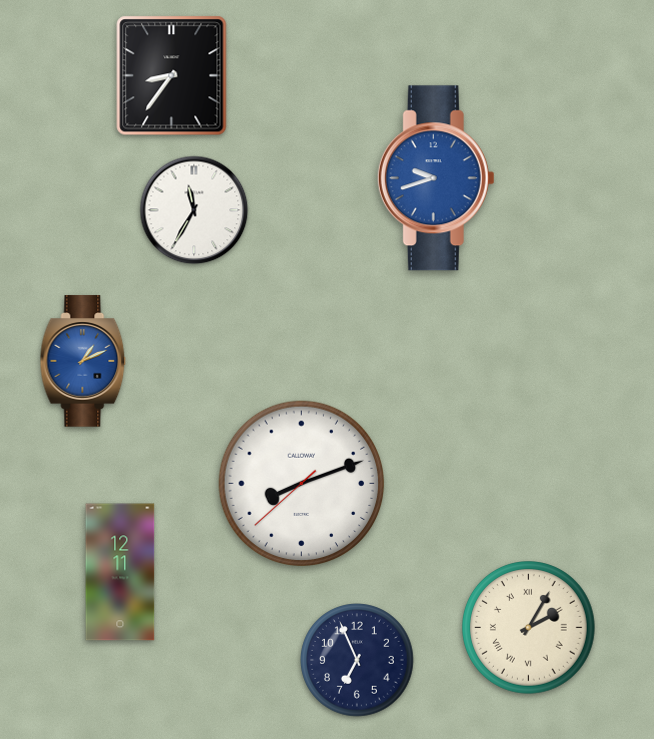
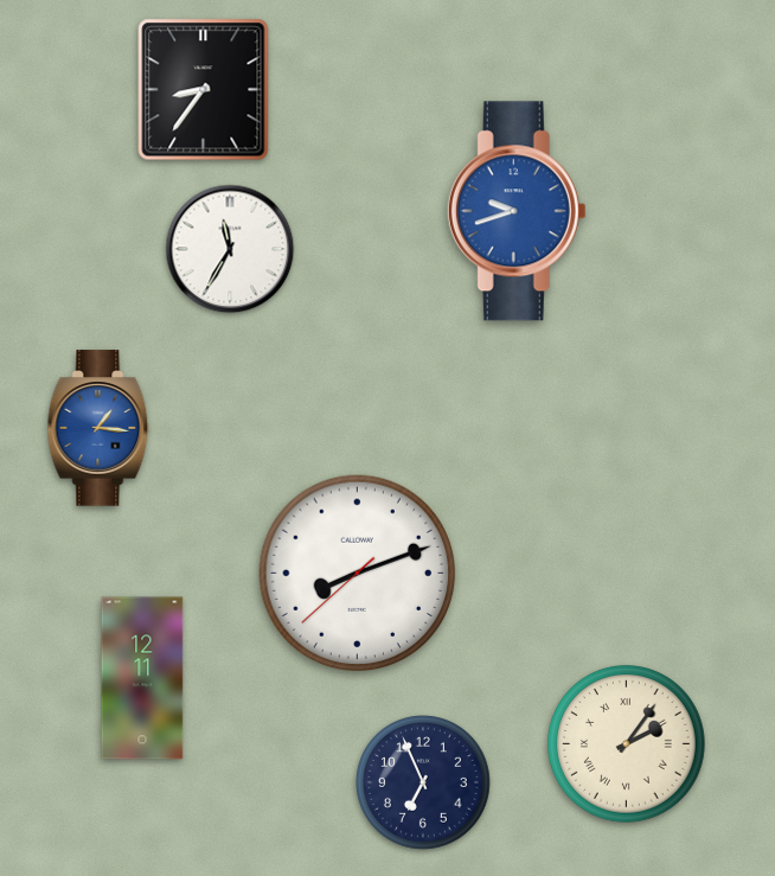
clock at (83, 361): 1:11 -> 1:16
clock at (529, 628): 2:05 -> 2:06
